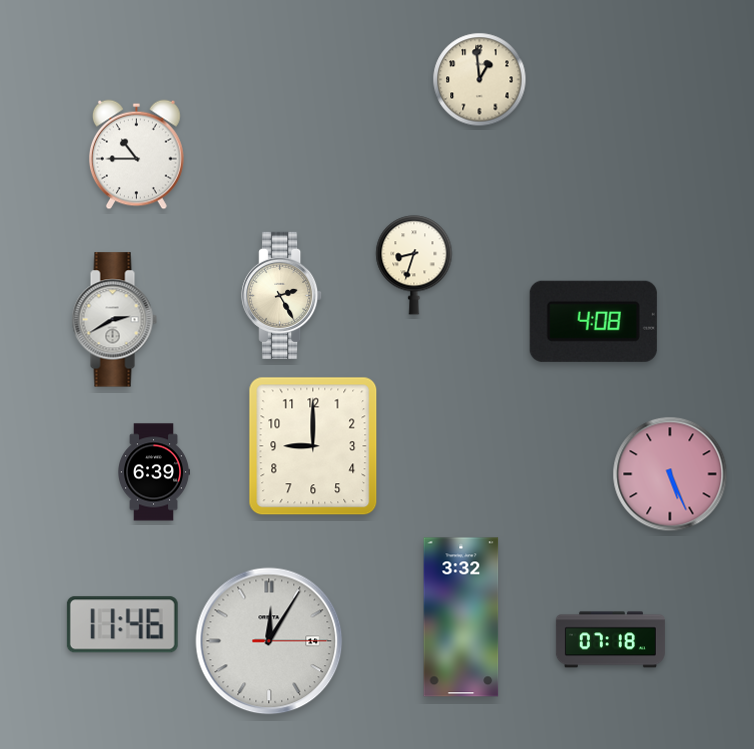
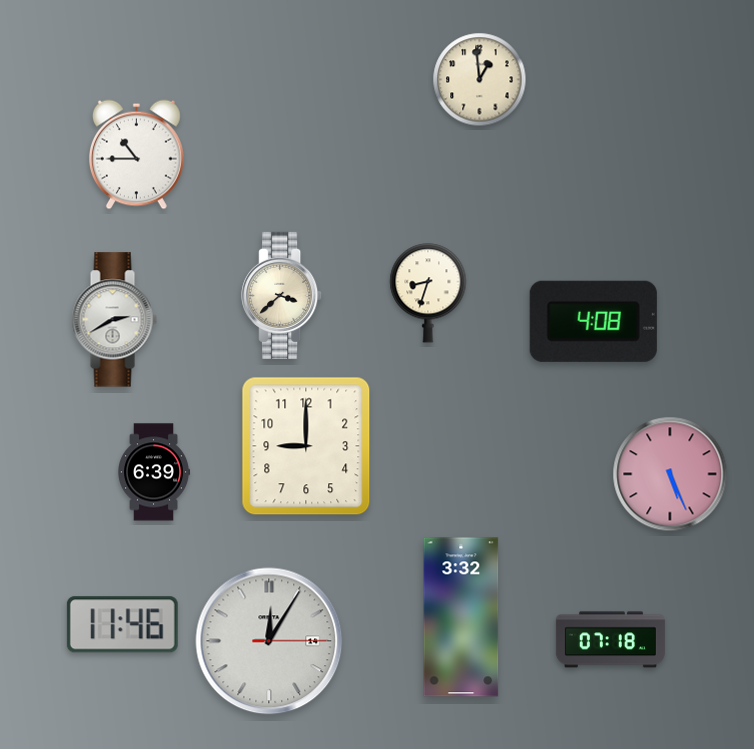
clock at (414, 265) position: (414, 265) -> (428, 293)
clock at (282, 295): 2:25 -> 3:38
clock at (313, 446) position: (313, 446) -> (306, 446)
